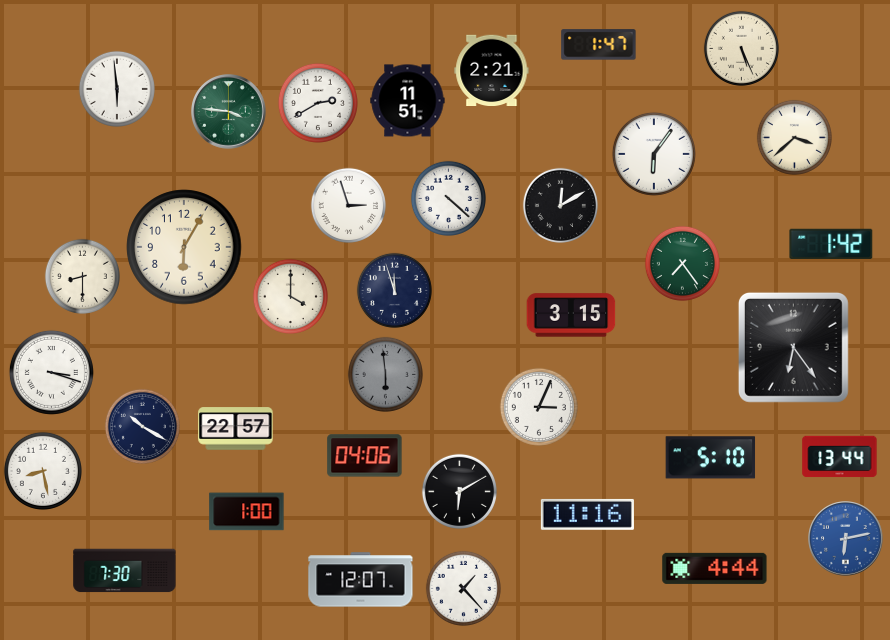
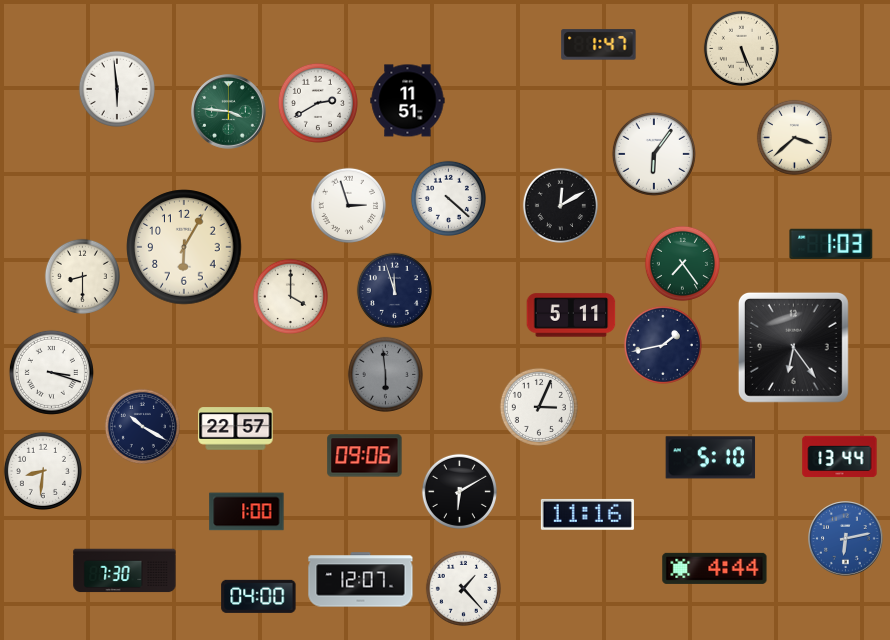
clock at (492, 70): 2:21 -> none
clock at (831, 244): 1:42 -> 1:03
clock at (571, 315): 3:15 -> 5:11
clock at (663, 345): none -> 1:43
clock at (365, 456): 04:06 -> 09:06
clock at (43, 471): 8:28 -> 8:31
clock at (259, 596): none -> 04:00
